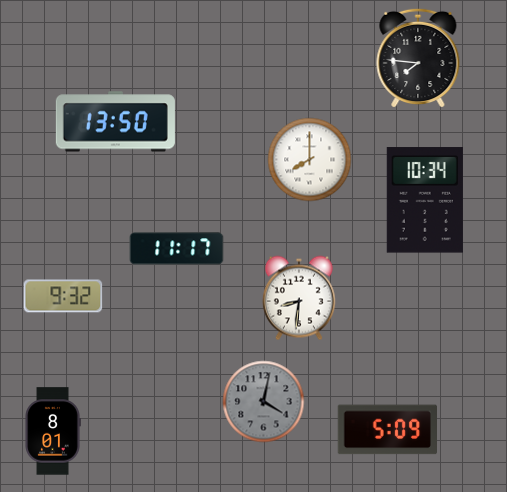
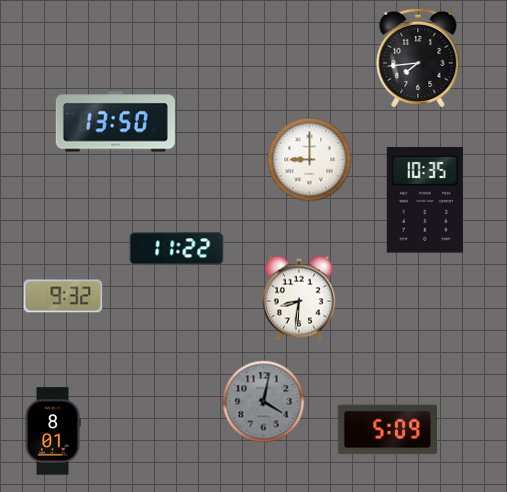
clock at (418, 58): 7:46 -> 7:44
clock at (310, 160): 8:00 -> 9:00
clock at (425, 200): 10:34 -> 10:35
clock at (177, 249): 11:17 -> 11:22
